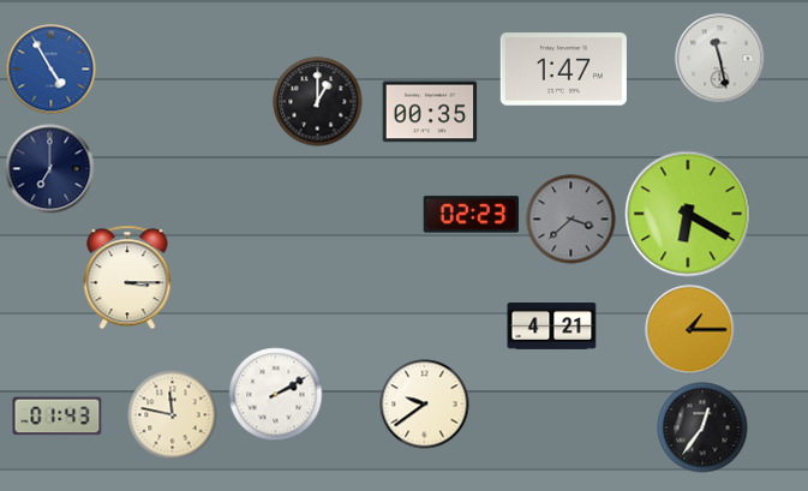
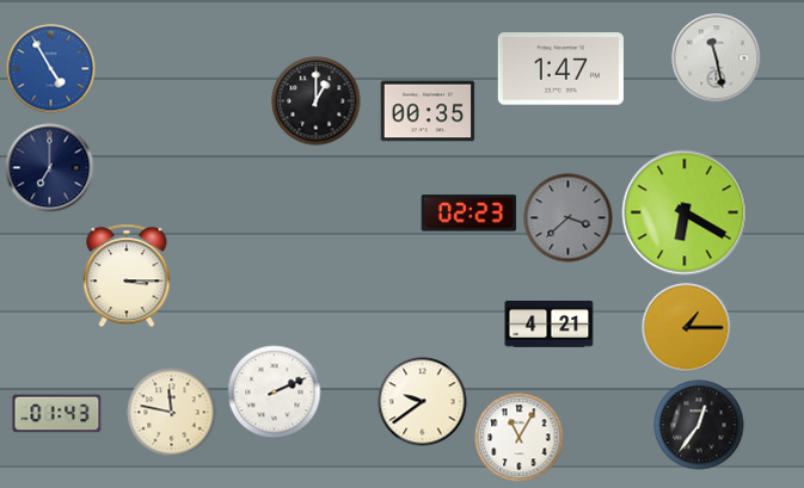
clock at (276, 395): 2:10 -> 2:11
clock at (520, 438): none -> 11:05
